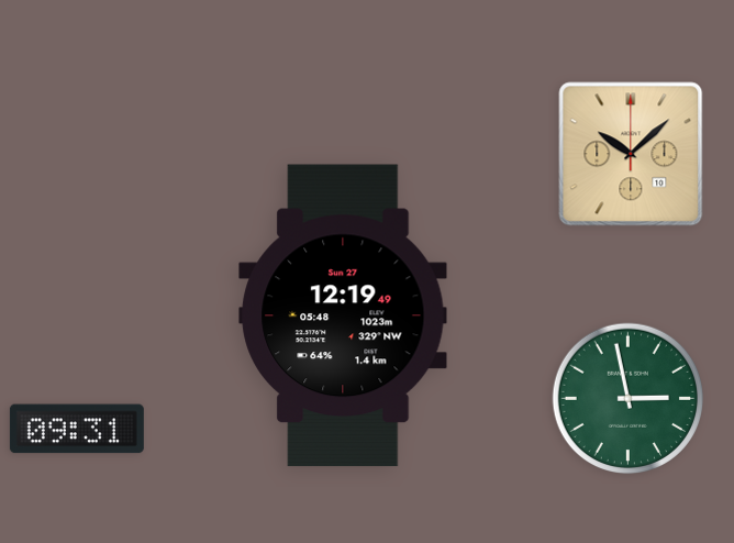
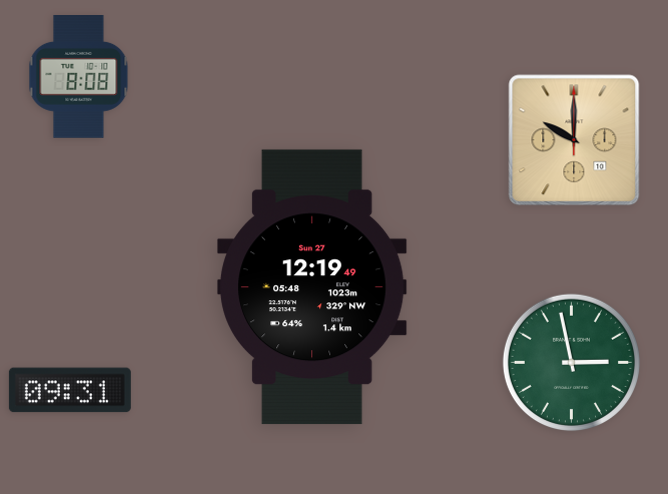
clock at (79, 77): none -> 8:08
clock at (631, 154): 10:08 -> 10:00
